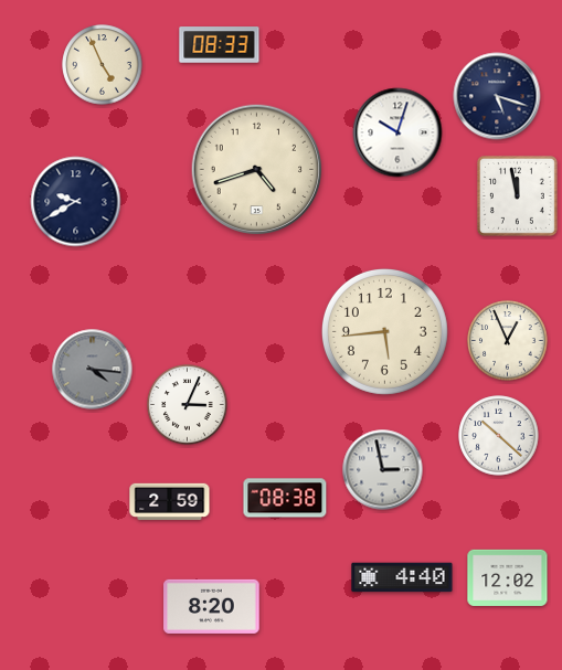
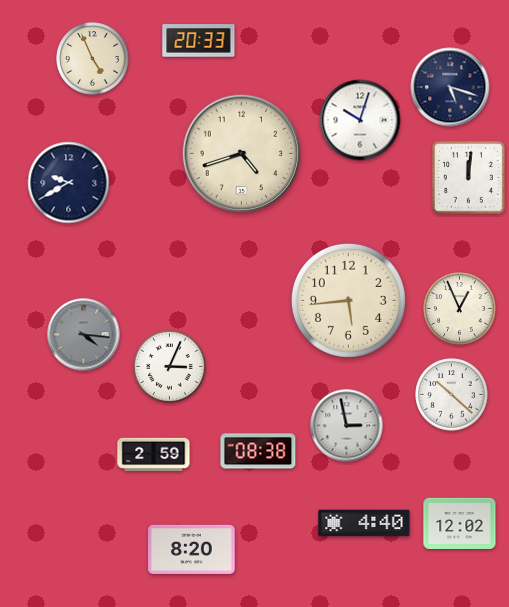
clock at (220, 45): 08:33 -> 20:33
clock at (257, 170) position: (257, 170) -> (242, 154)
clock at (517, 195): 11:58 -> 12:01
